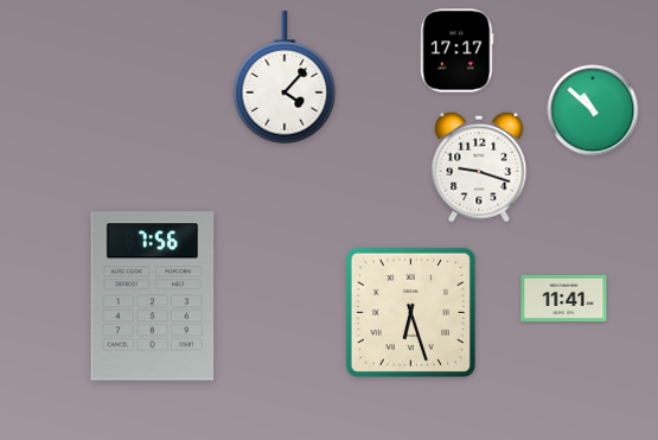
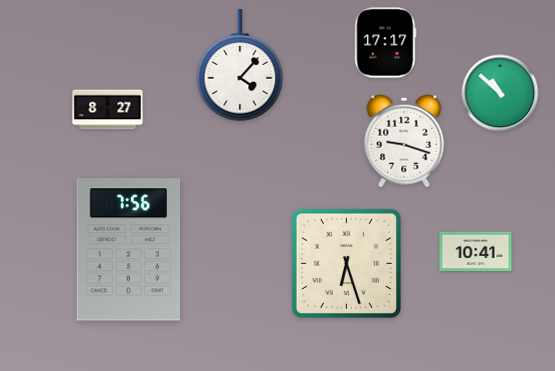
clock at (108, 110): none -> 8:27
clock at (564, 298): 11:41 -> 10:41
